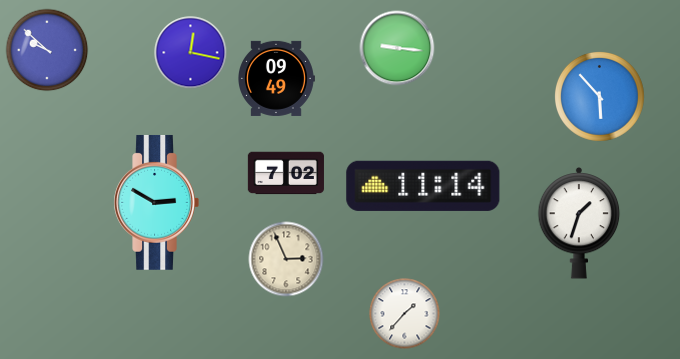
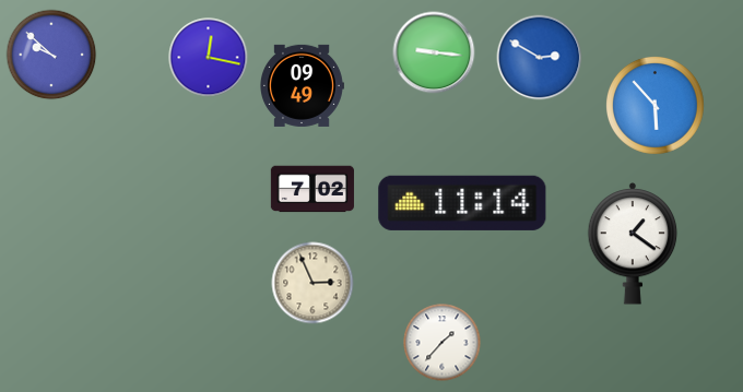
clock at (540, 58): none -> 2:50
clock at (156, 202): 2:50 -> none
clock at (579, 224): 1:33 -> 1:21
